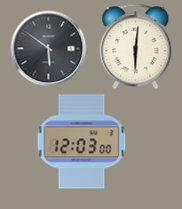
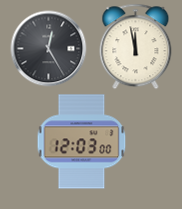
clock at (136, 47): 6:01 -> 11:58
clock at (49, 49): 5:51 -> 12:25
